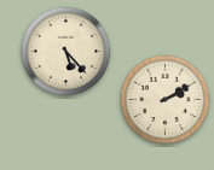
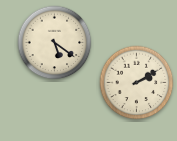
clock at (66, 52): 5:23 -> 5:21
